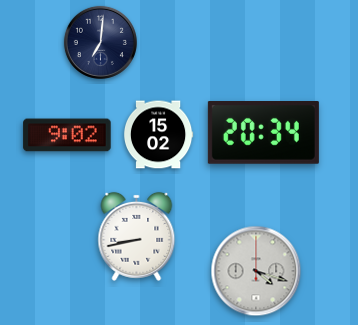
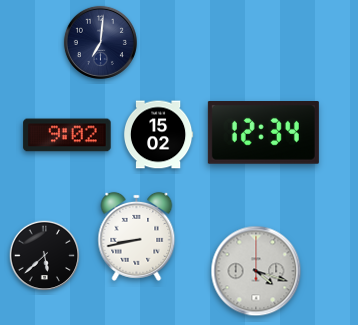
clock at (263, 133): 20:34 -> 12:34
clock at (45, 256): none -> 5:38
